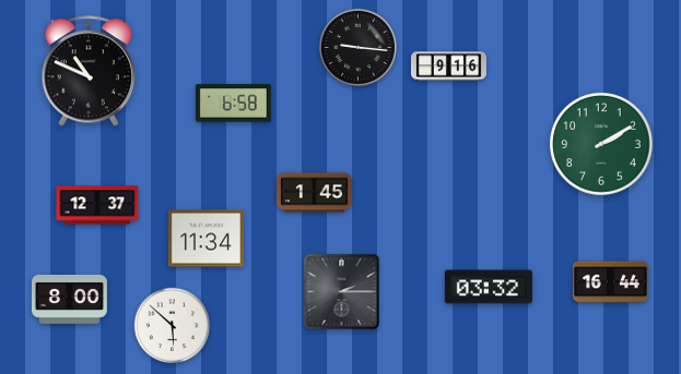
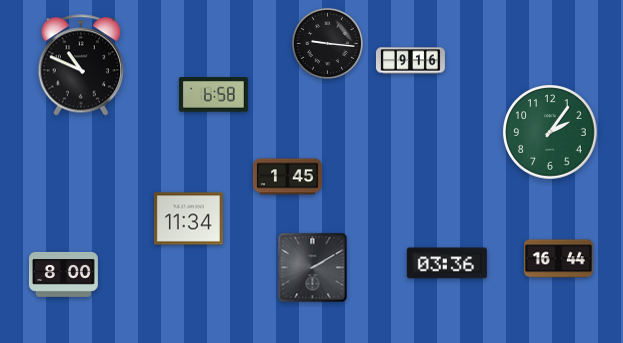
clock at (601, 144): 2:10 -> 2:06
clock at (97, 205): 12:37 -> none
clock at (489, 287): 03:32 -> 03:36
clock at (342, 292): 2:15 -> 2:10
clock at (173, 326): 5:52 -> none
